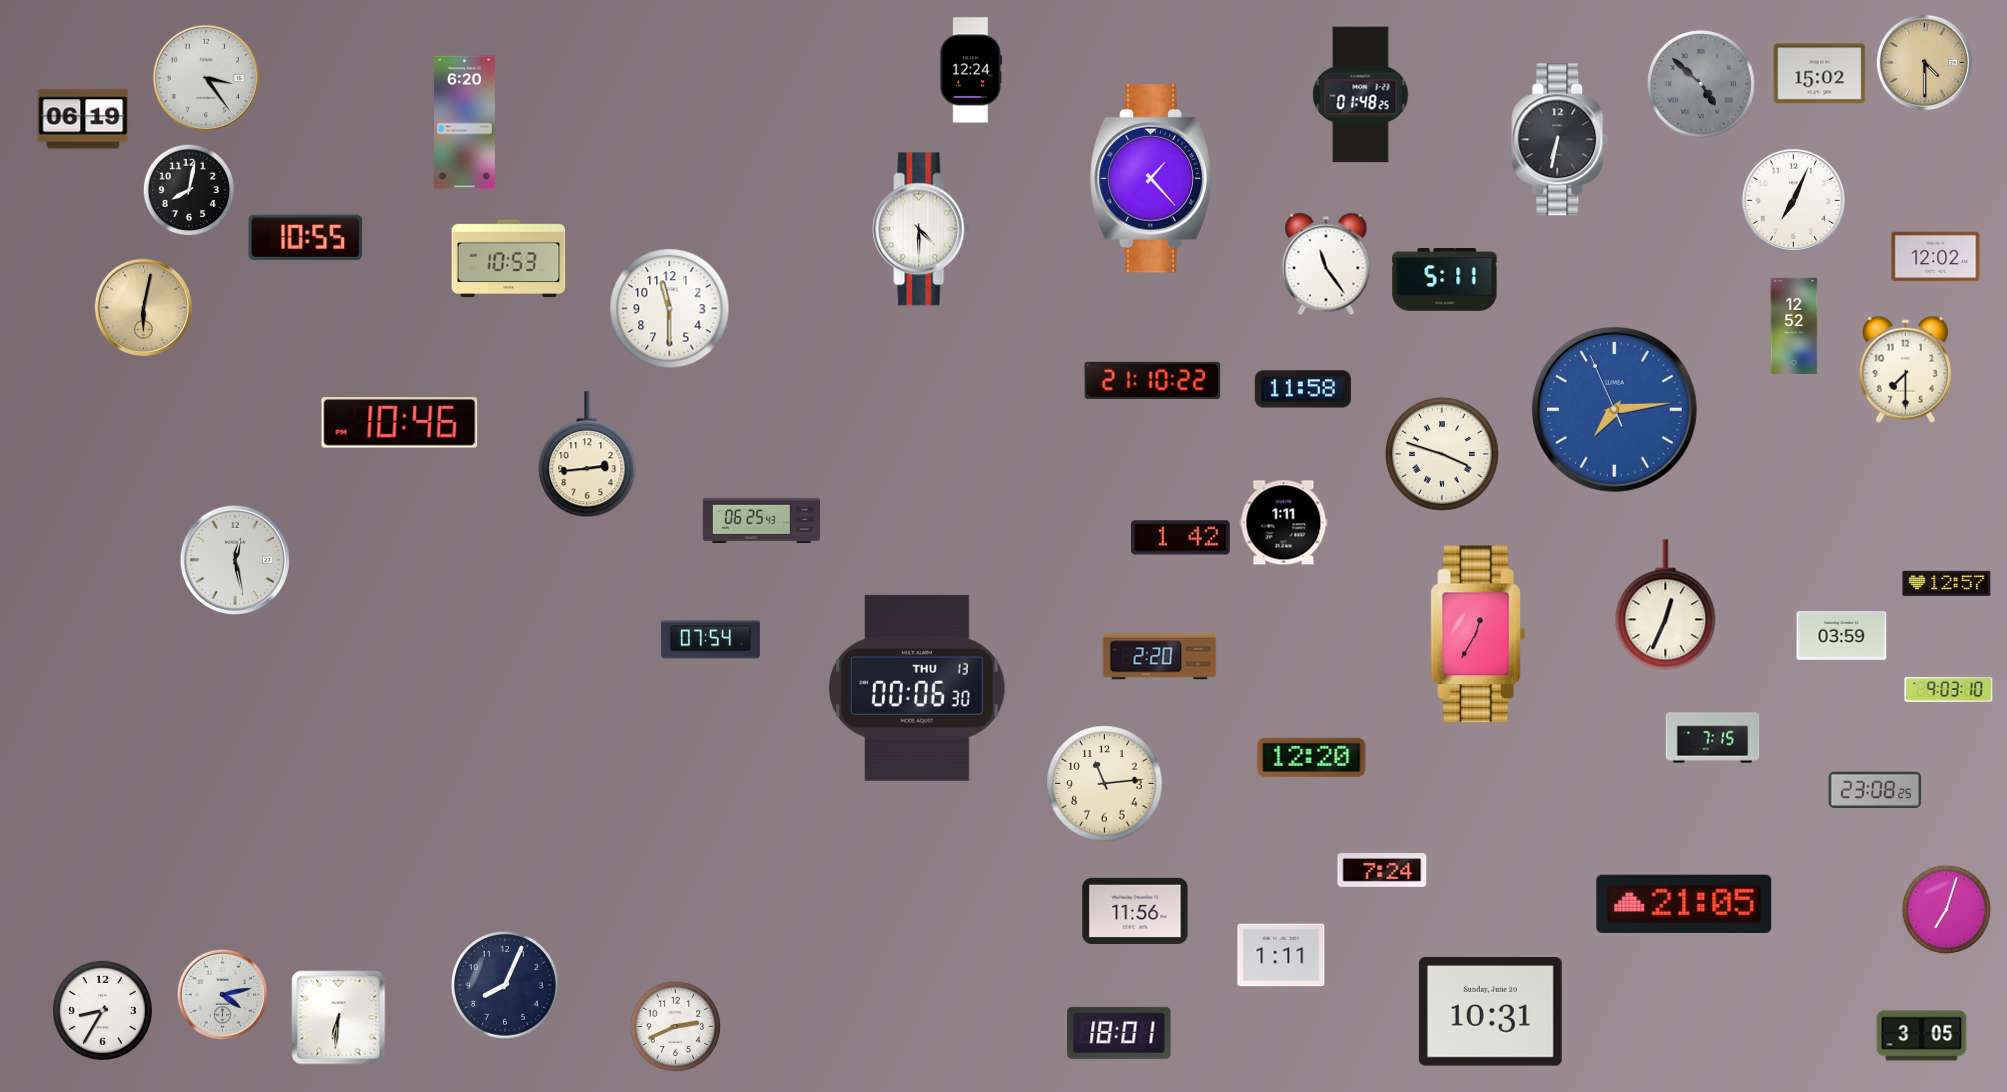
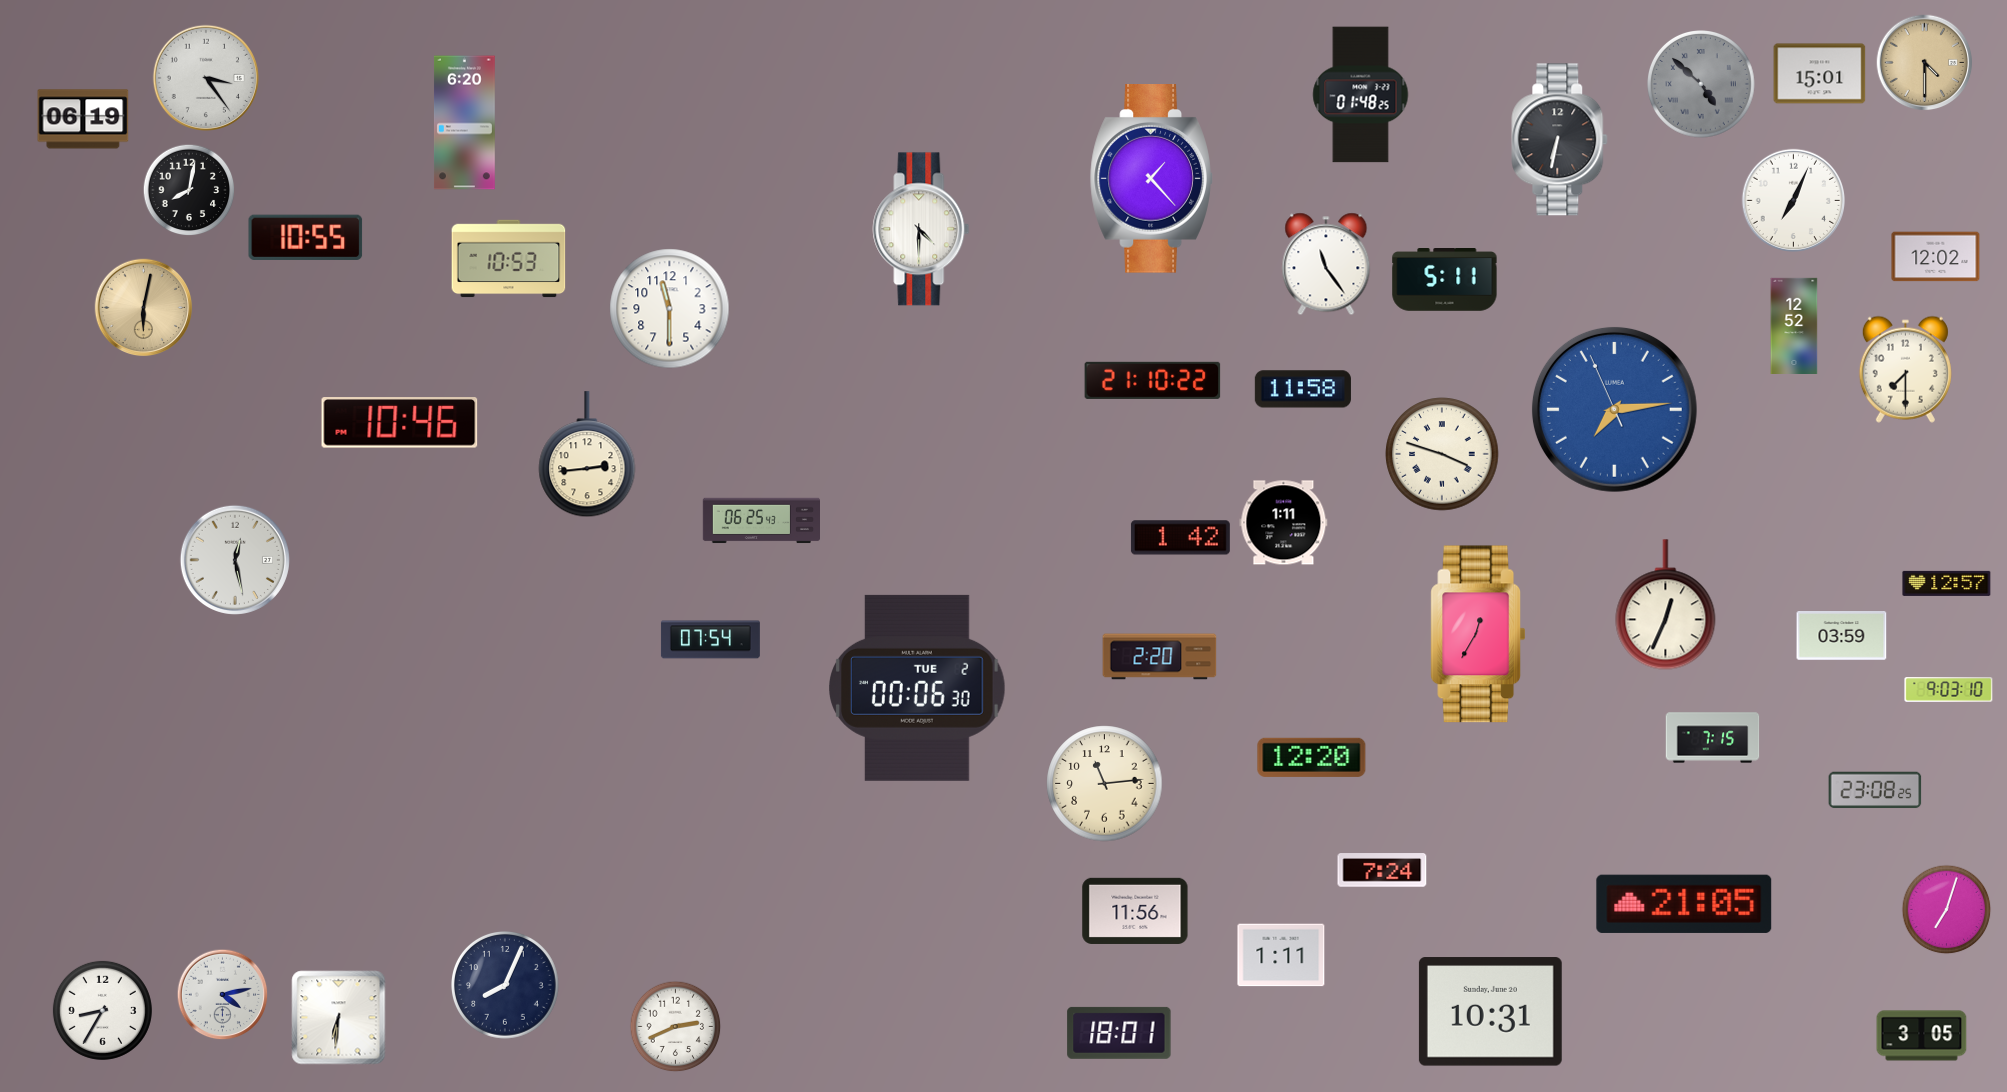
clock at (971, 70): 12:24 -> none
clock at (1820, 74): 15:02 -> 15:01
clock at (917, 688) date: THU 13 -> TUE 2
